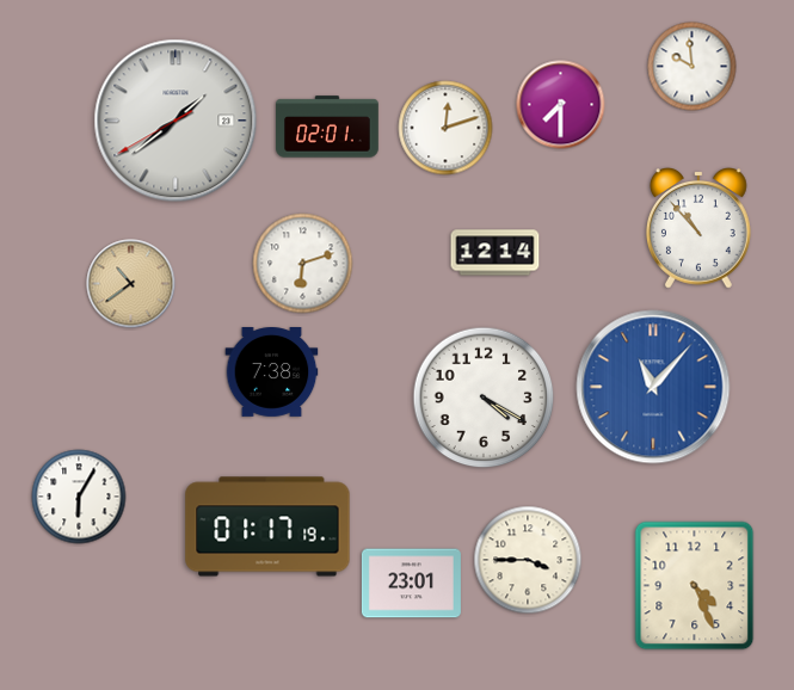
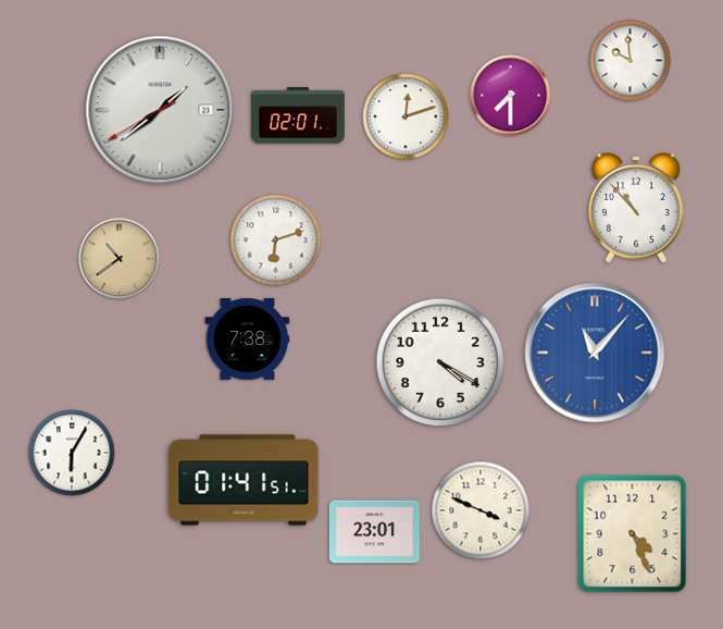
clock at (496, 253): 12:14 -> none
clock at (267, 526): 01:17 -> 01:41
clock at (528, 560): 3:45 -> 3:49
